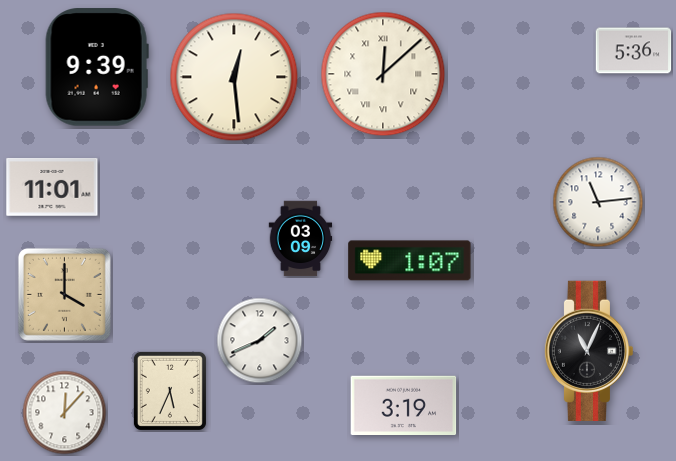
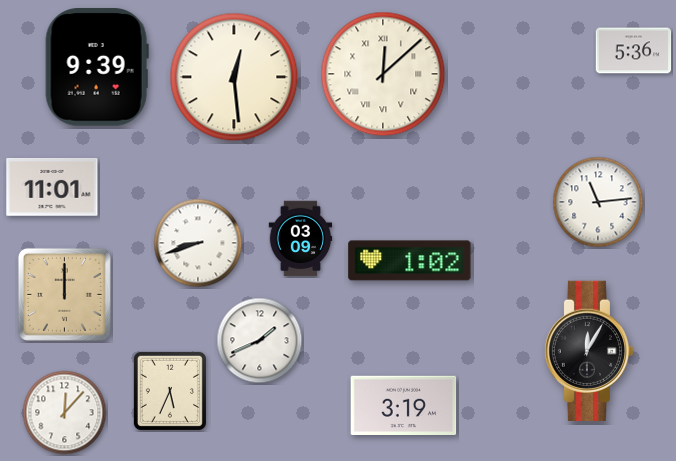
clock at (198, 243): none -> 8:42
clock at (410, 261): 1:07 -> 1:02
clock at (64, 294): 4:00 -> 12:00
clock at (588, 351): 11:04 -> 12:05
